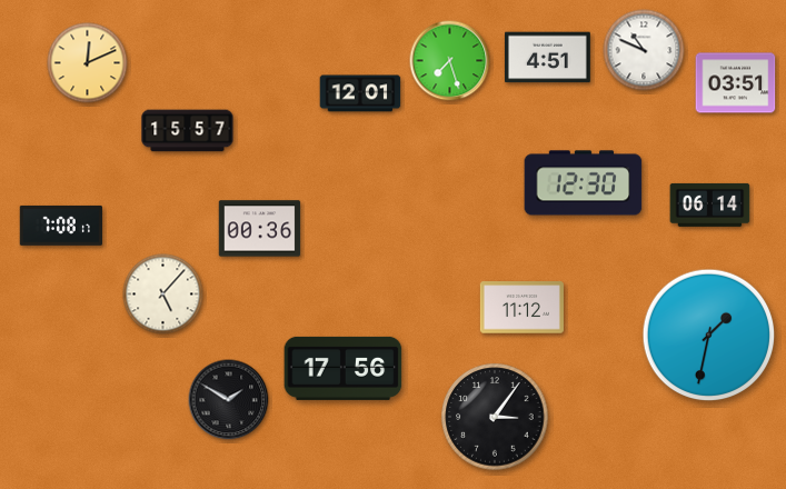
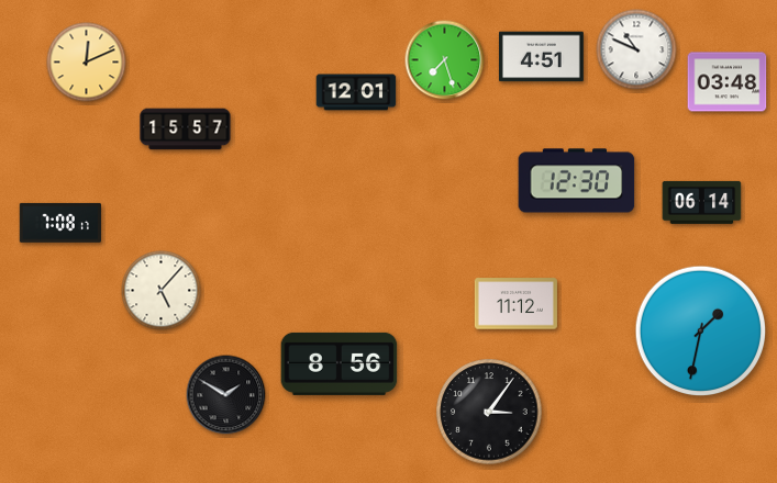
clock at (736, 83): 03:51 -> 03:48
clock at (260, 229): 00:36 -> none
clock at (344, 368): 17:56 -> 8:56
